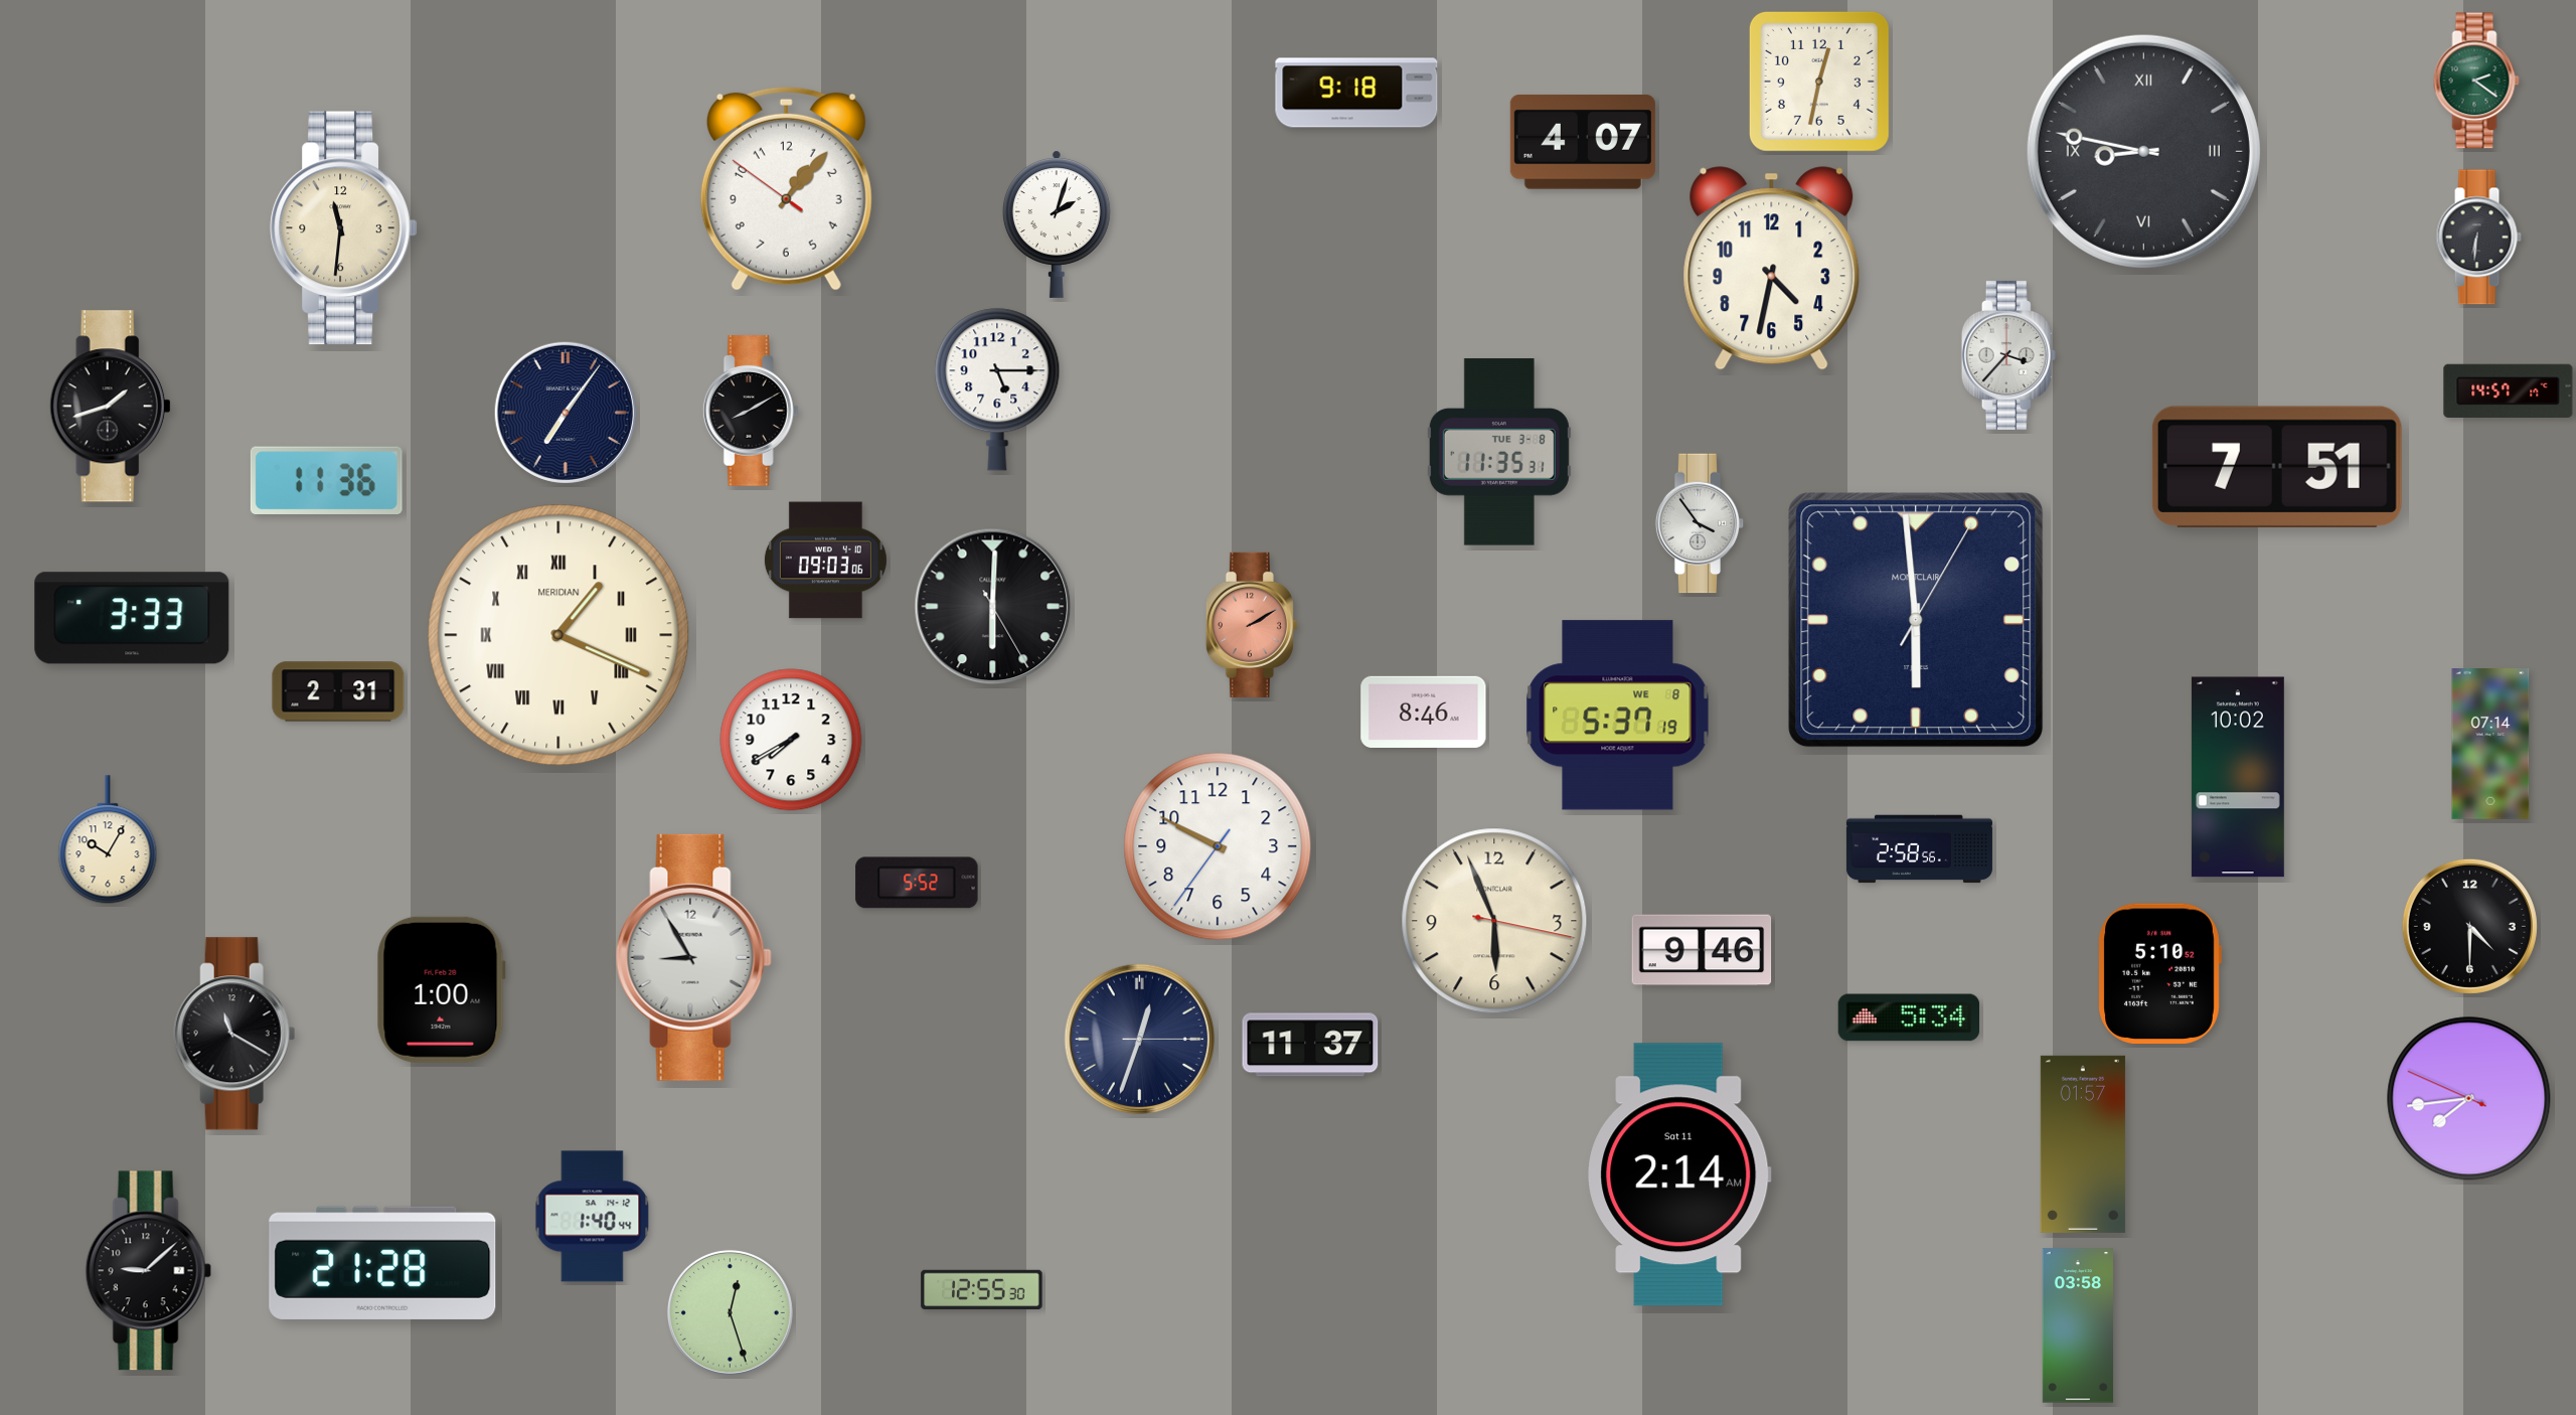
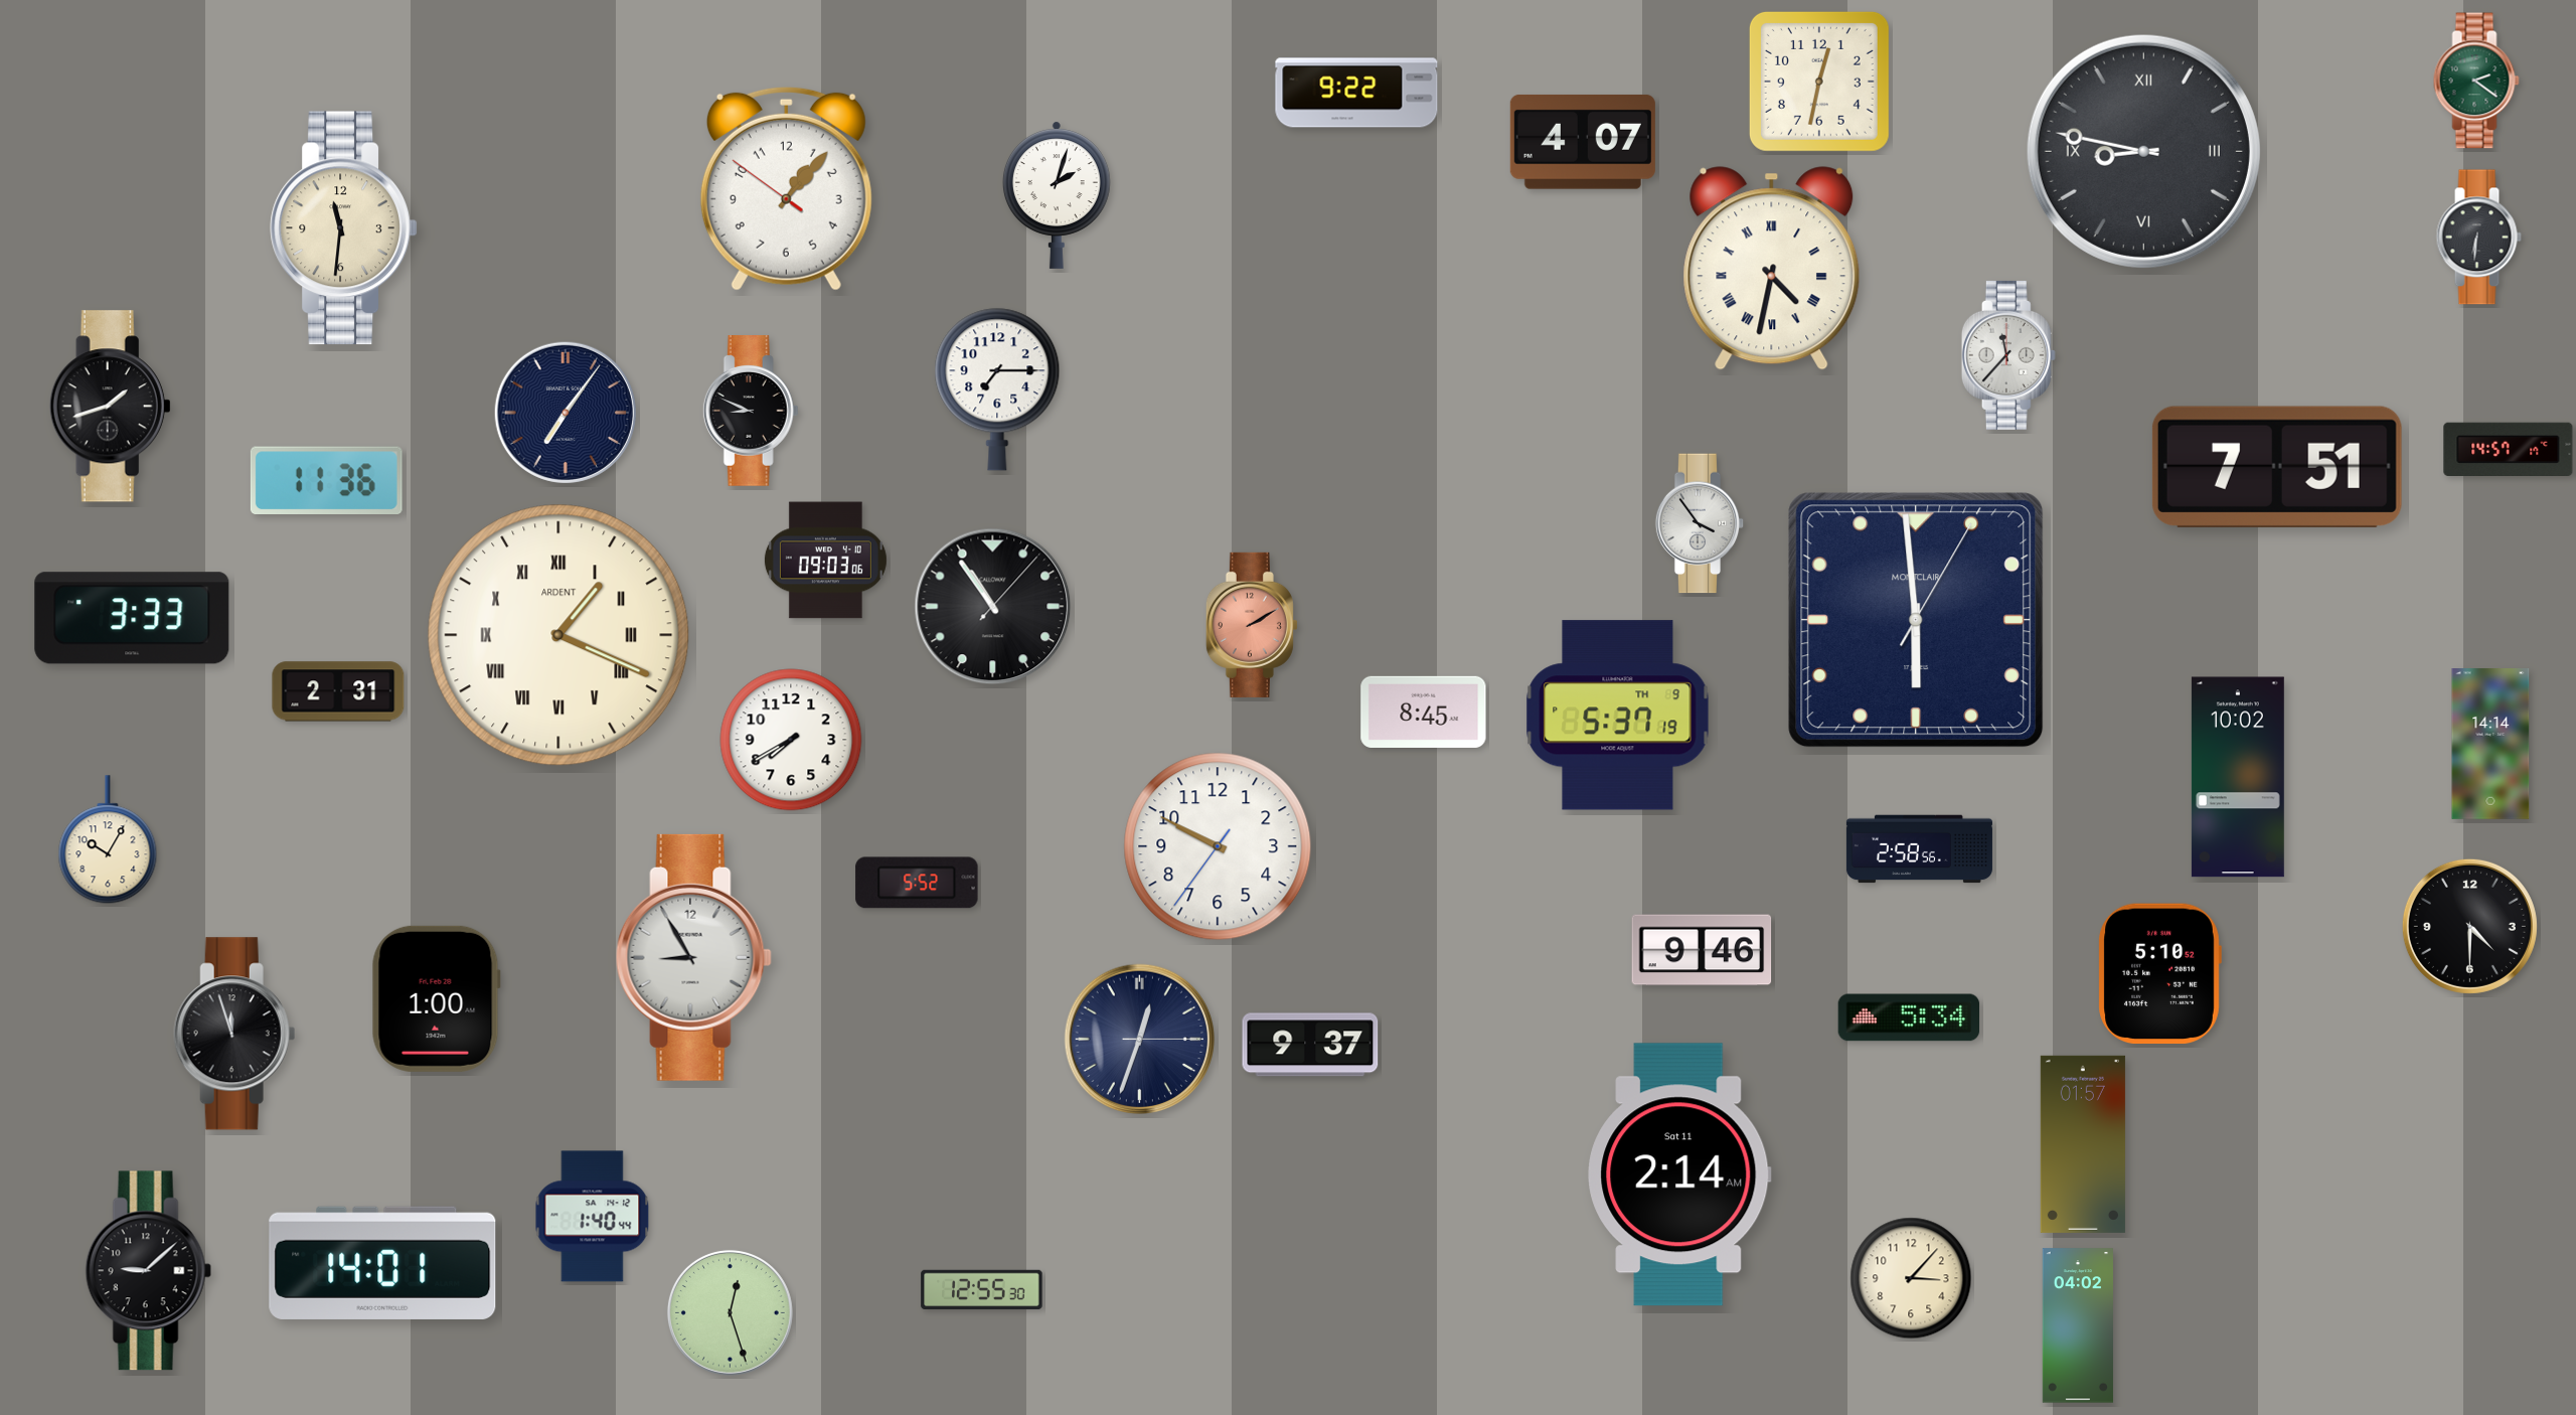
clock at (1356, 93): 9:18 -> 9:22
clock at (1057, 224) position: (1057, 224) -> (1057, 195)
clock at (1772, 269) numerals: Arabic -> Roman
clock at (2008, 355): 3:37 -> 11:37
clock at (997, 389): 5:15 -> 7:15
clock at (2509, 391) position: (2509, 391) -> (2509, 450)
clock at (751, 412): 8:10 -> 8:49
clock at (1499, 452): 11:35 -> none
clock at (993, 607): 6:00 -> 10:54
clock at (558, 635) brand: MERIDIAN -> ARDENT
clock at (1424, 712): 8:46 -> 8:45
clock at (1618, 716) date: WE 8 -> TH 9
clock at (2490, 745): 07:14 -> 14:14
clock at (1494, 921): 5:56 -> none
clock at (441, 989) position: (441, 989) -> (436, 998)
clock at (234, 1034): 11:20 -> 11:57
clock at (1310, 1045): 11:37 -> 9:37
clock at (2469, 1099): 7:43 -> none
clock at (382, 1263): 21:28 -> 14:01
clock at (1911, 1278): none -> 3:07
clock at (2078, 1325): 03:58 -> 04:02
